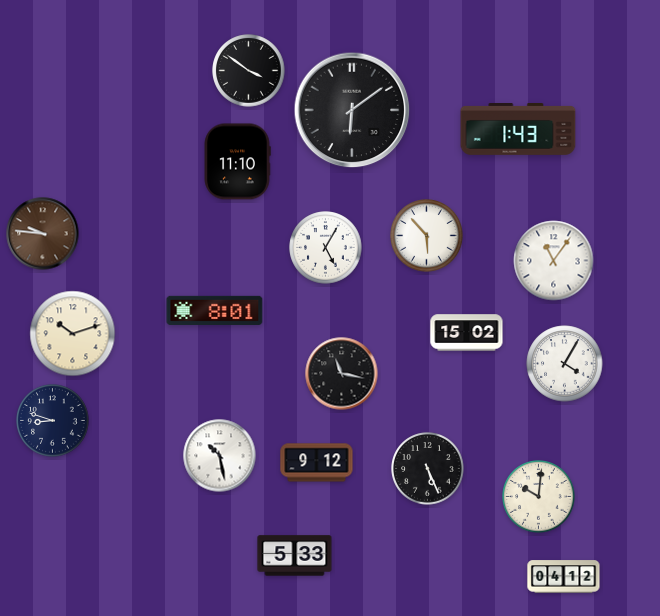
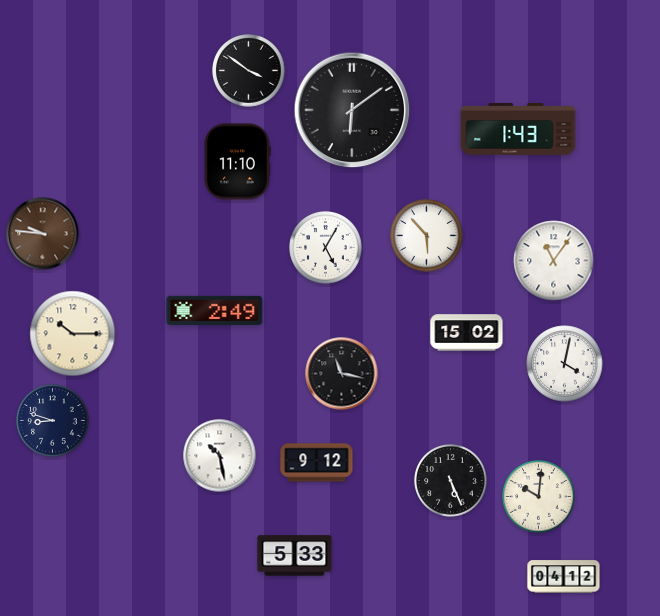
clock at (215, 310): 8:01 -> 2:49
clock at (73, 334): 10:12 -> 10:15
clock at (565, 364): 4:05 -> 4:02
clock at (428, 469) position: (428, 469) -> (451, 481)
